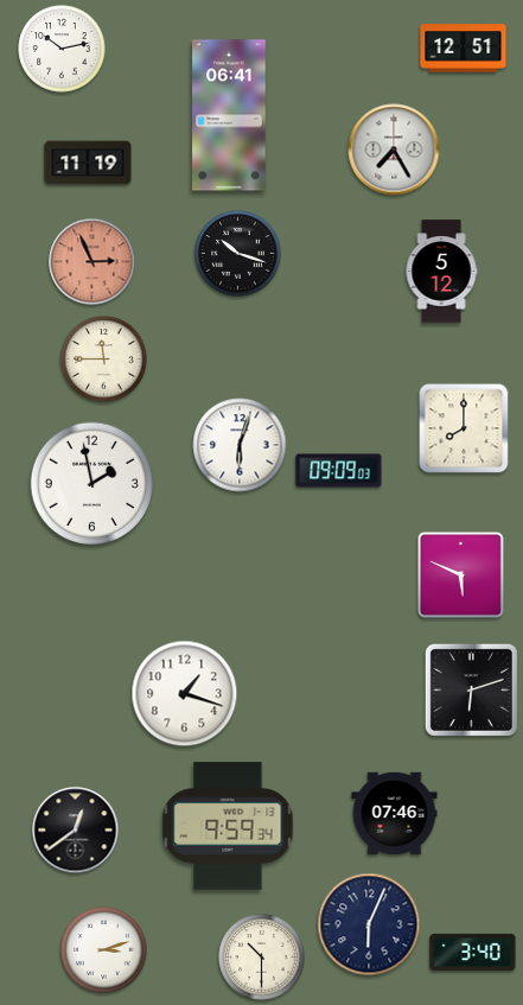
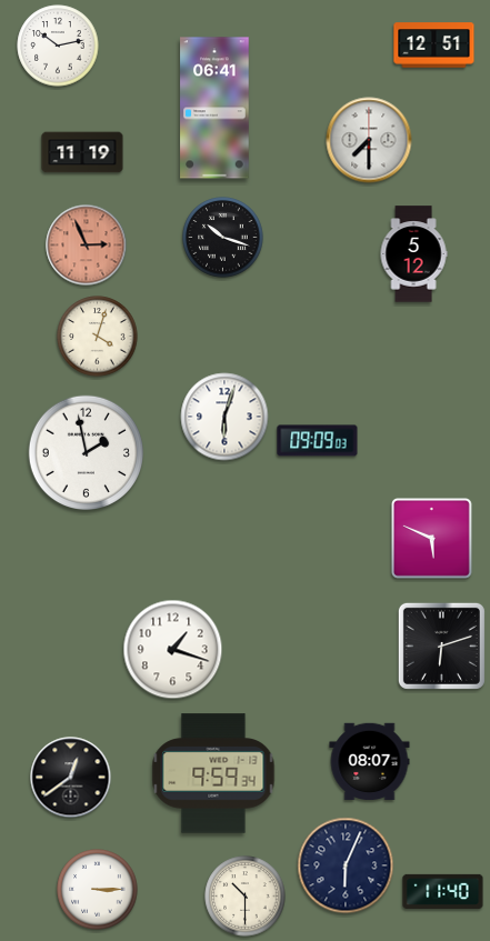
clock at (394, 150): 7:25 -> 7:30
clock at (104, 360): 11:45 -> 4:03
clock at (464, 428): 8:00 -> none
clock at (395, 814): 07:46 -> 08:07
clock at (104, 950): 3:12 -> 3:15
clock at (473, 952): 3:40 -> 11:40
